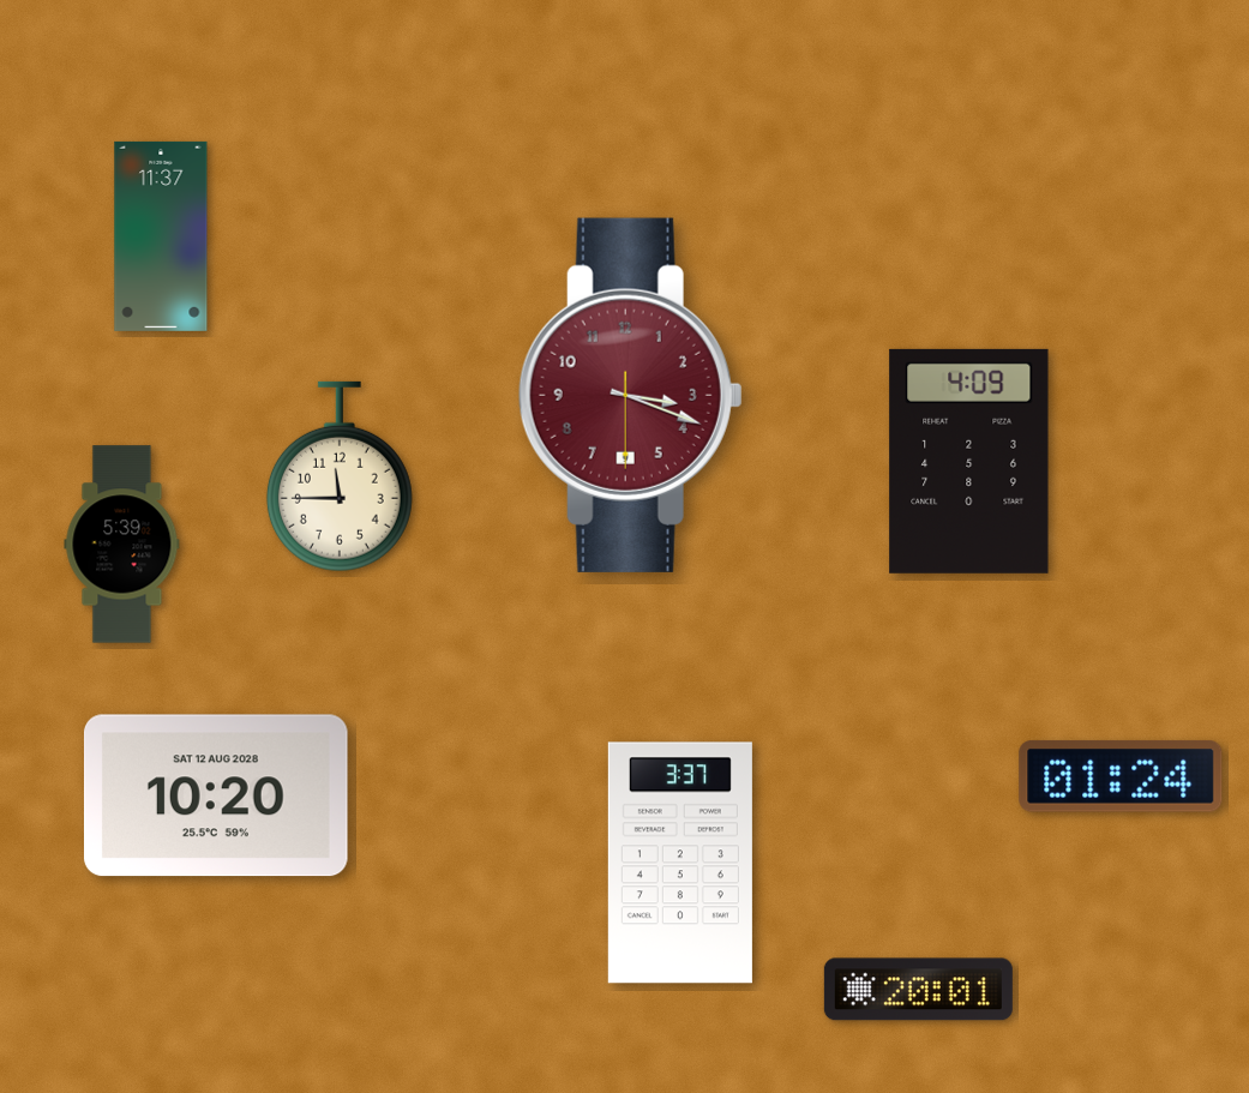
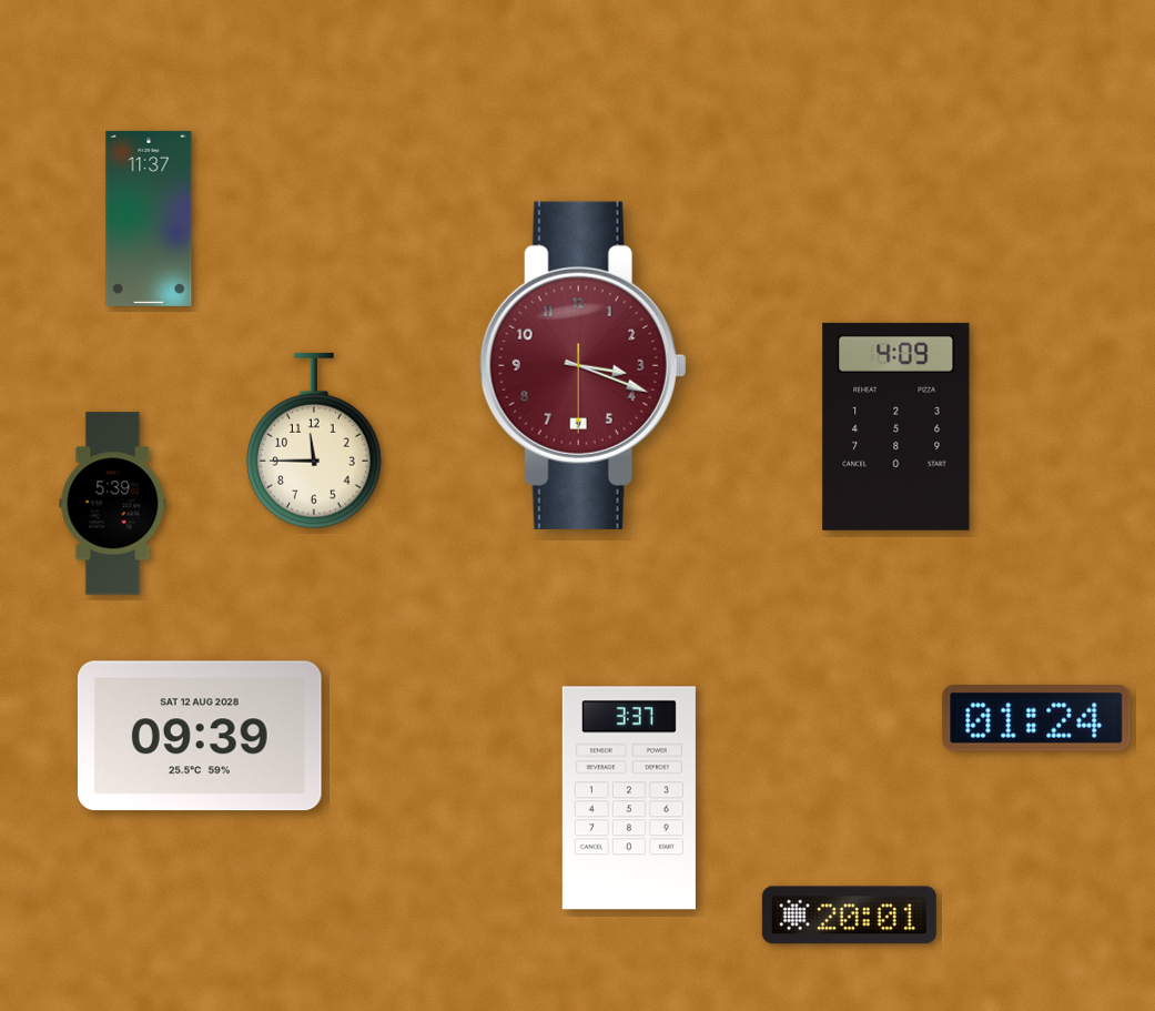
clock at (216, 795): 10:20 -> 09:39
